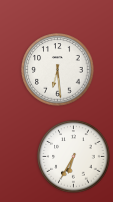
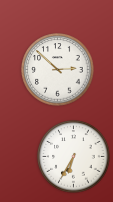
clock at (58, 70): 6:29 -> 2:52
